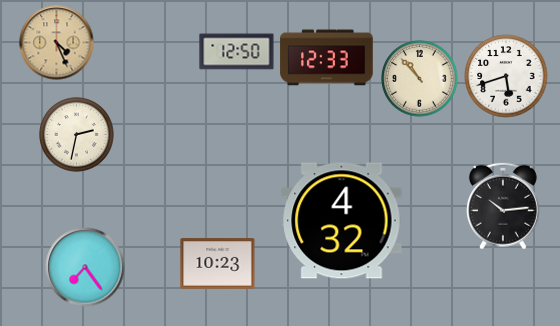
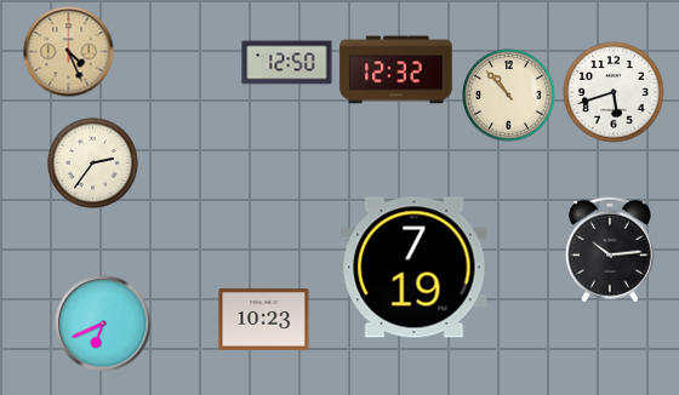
clock at (327, 58): 12:33 -> 12:32
clock at (77, 135): 2:32 -> 2:36
clock at (342, 221): 4:32 -> 7:19
clock at (85, 267): 7:24 -> 6:41
